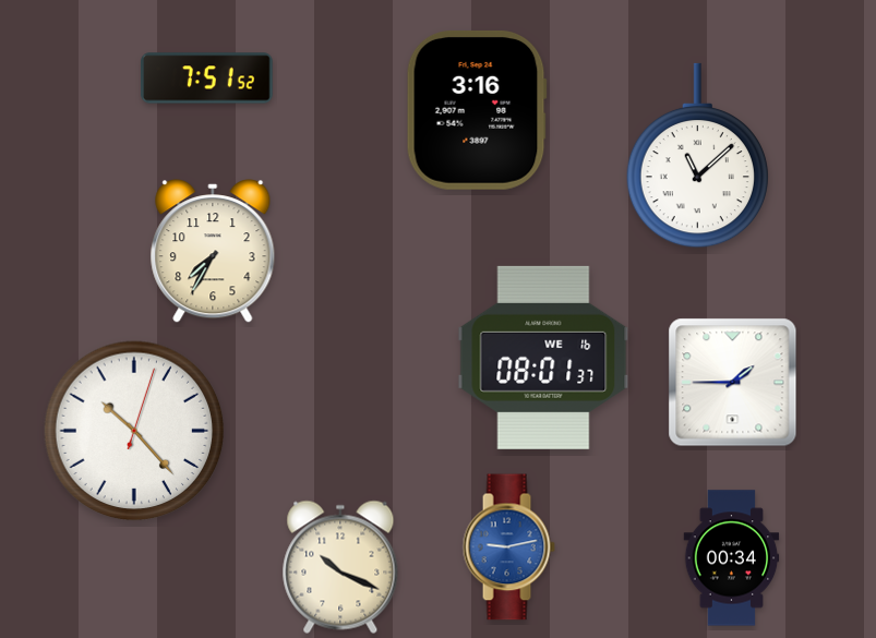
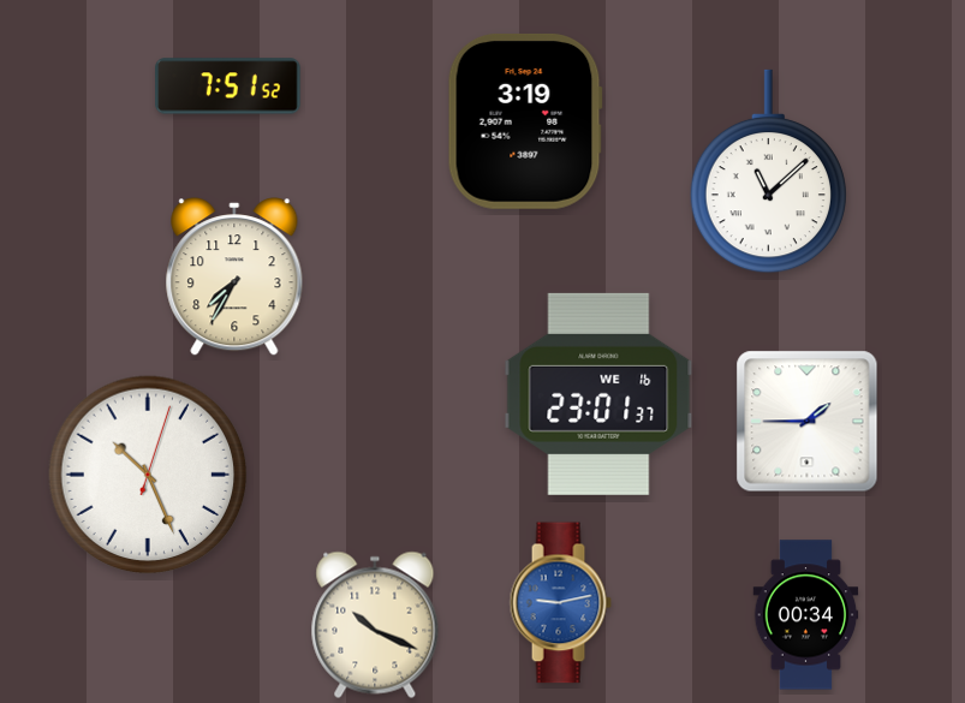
clock at (477, 110): 3:16 -> 3:19
clock at (543, 358): 08:01 -> 23:01
clock at (134, 431): 10:23 -> 10:26
